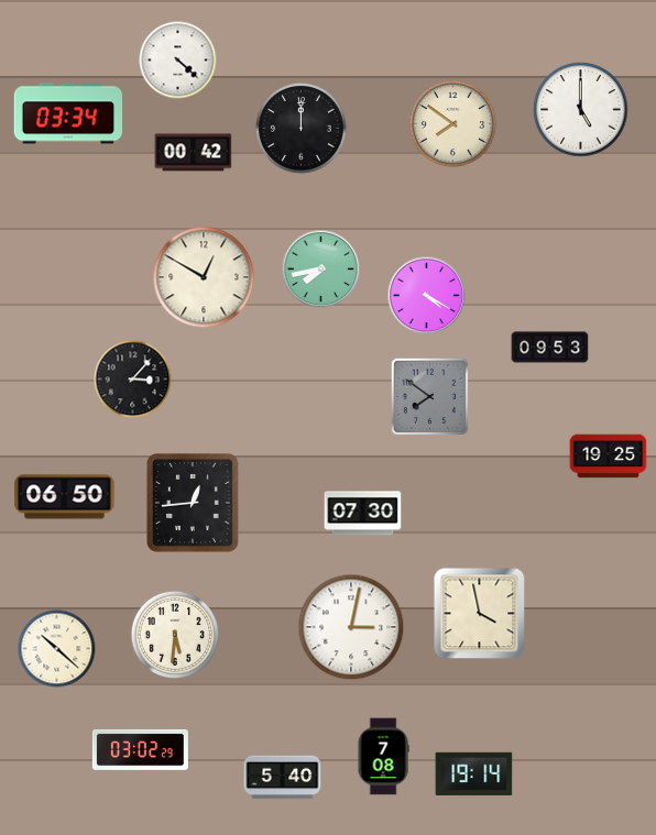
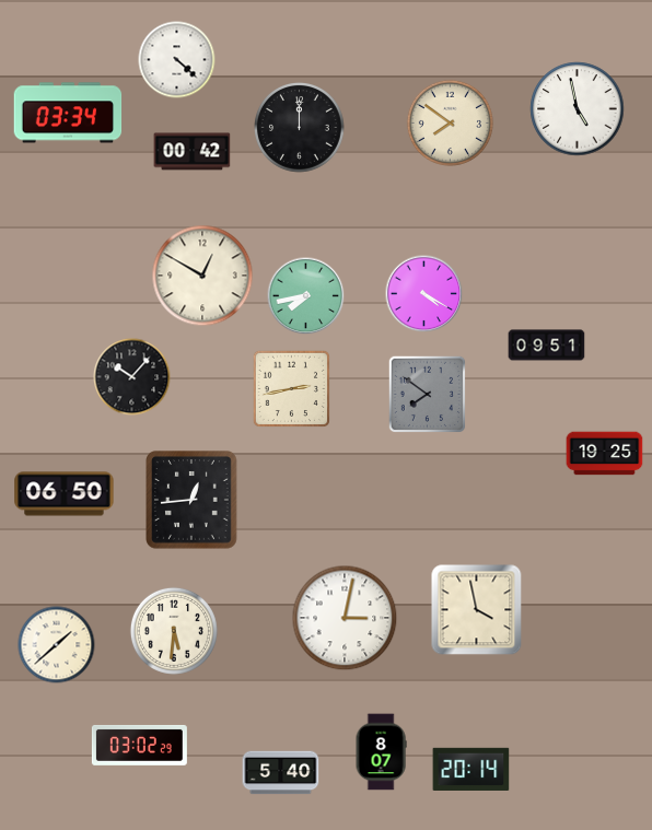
clock at (581, 110): 5:00 -> 4:58
clock at (321, 270) position: (321, 270) -> (306, 296)
clock at (550, 348): 09:53 -> 09:51
clock at (133, 380): 3:07 -> 10:07
clock at (291, 388): none -> 2:43
clock at (363, 514): 07:30 -> none
clock at (351, 627) position: (351, 627) -> (345, 618)
clock at (57, 649): 10:22 -> 1:38
clock at (383, 757): 7:08 -> 8:07
clock at (474, 773): 19:14 -> 20:14
